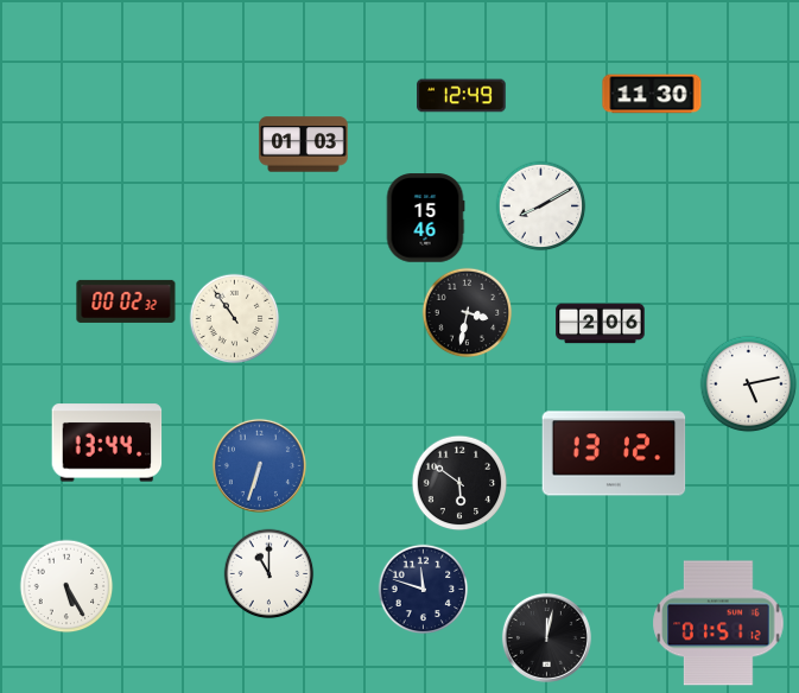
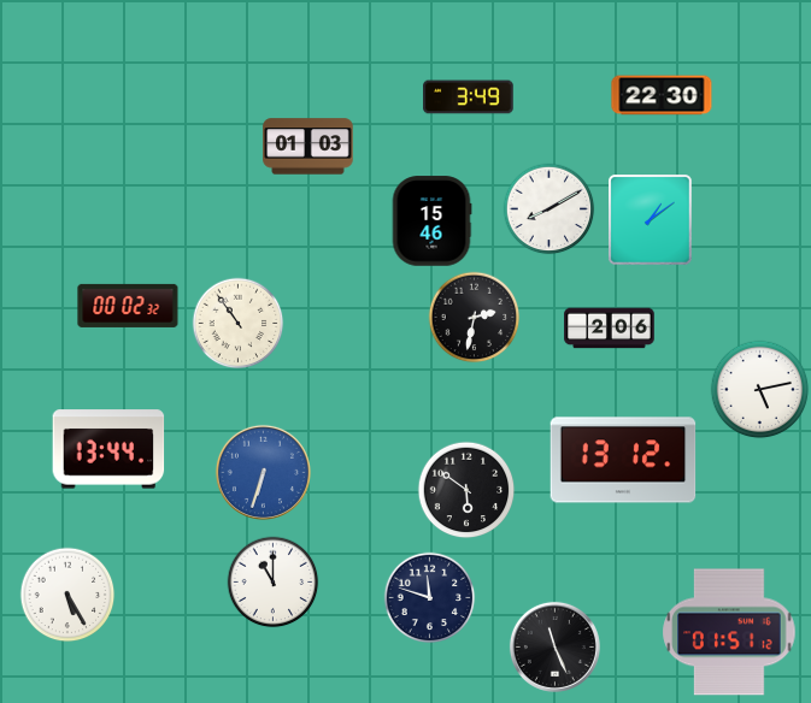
clock at (652, 94): 11:30 -> 22:30
clock at (462, 96): 12:49 -> 3:49
clock at (651, 220): none -> 1:09
clock at (468, 313): 3:32 -> 2:32
clock at (546, 637): 12:02 -> 11:26
